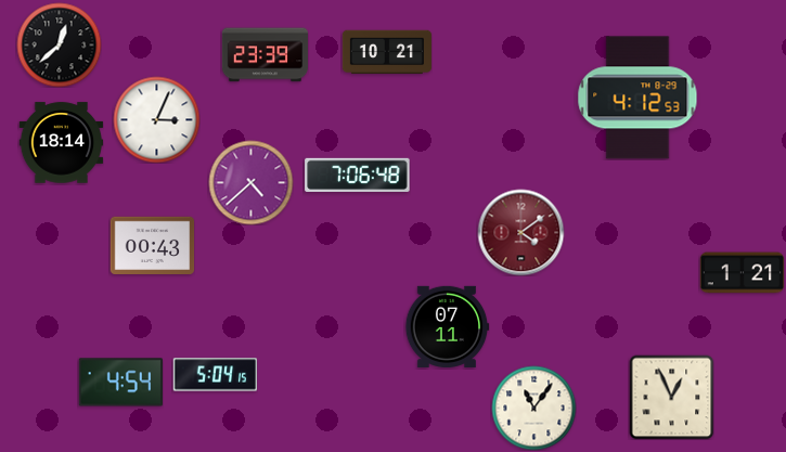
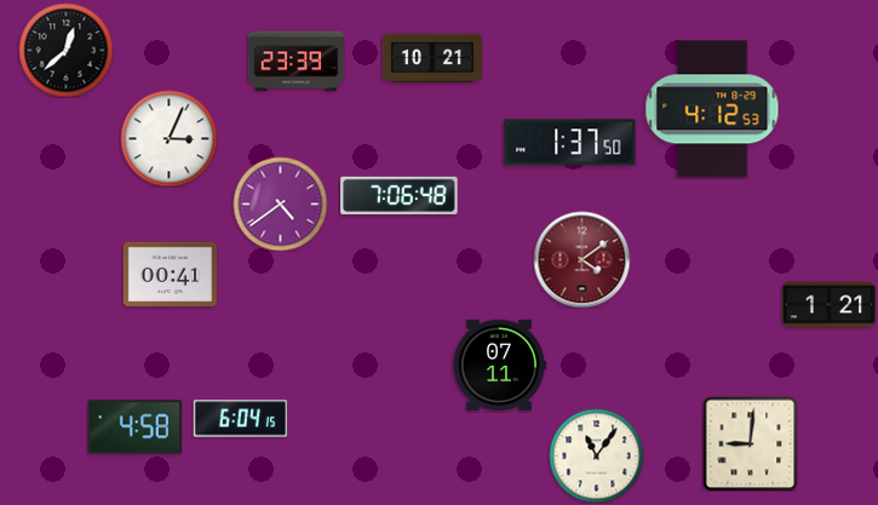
clock at (156, 119) position: (156, 119) -> (168, 138)
clock at (570, 143): none -> 1:37
clock at (61, 143): 18:14 -> none
clock at (250, 182): 4:38 -> 4:39
clock at (152, 245): 00:43 -> 00:41
clock at (215, 375): 5:04 -> 6:04
clock at (120, 383): 4:54 -> 4:58
clock at (671, 397): 12:56 -> 9:01
